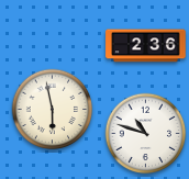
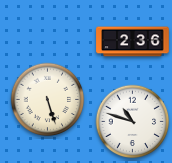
clock at (53, 110): 5:58 -> 5:27
